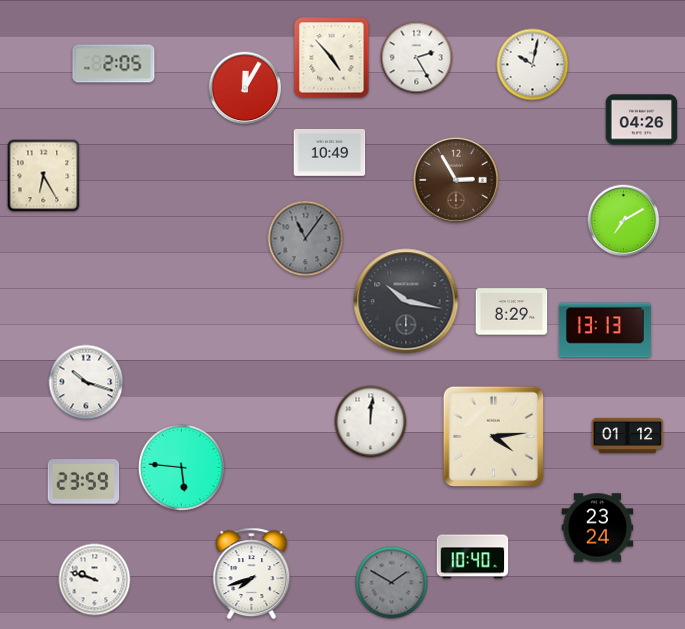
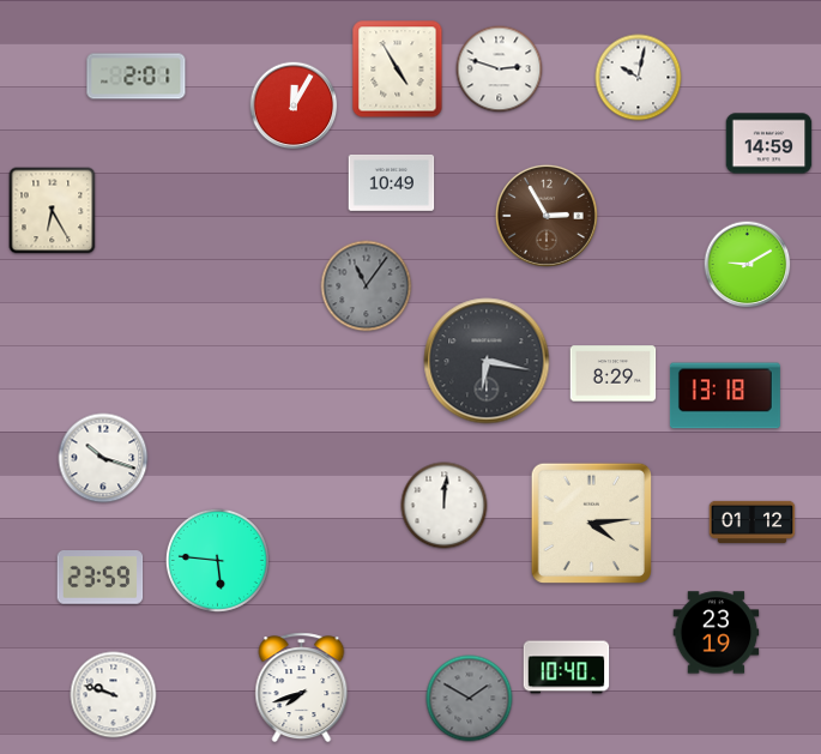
clock at (332, 58): 4:53 -> 4:55
clock at (417, 58): 2:25 -> 2:48
clock at (114, 64): 2:05 -> 2:01
clock at (642, 120): 04:26 -> 14:59
clock at (330, 152) position: (330, 152) -> (392, 182)
clock at (624, 221): 7:10 -> 9:10
clock at (406, 301): 10:17 -> 6:17
clock at (605, 330): 13:13 -> 13:18
clock at (598, 528): 23:24 -> 23:19
